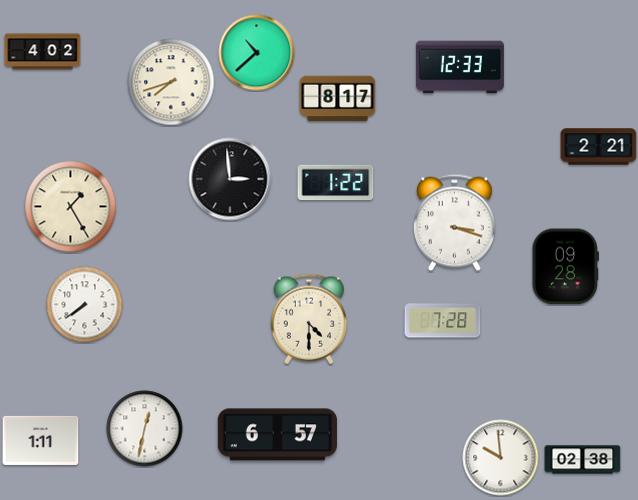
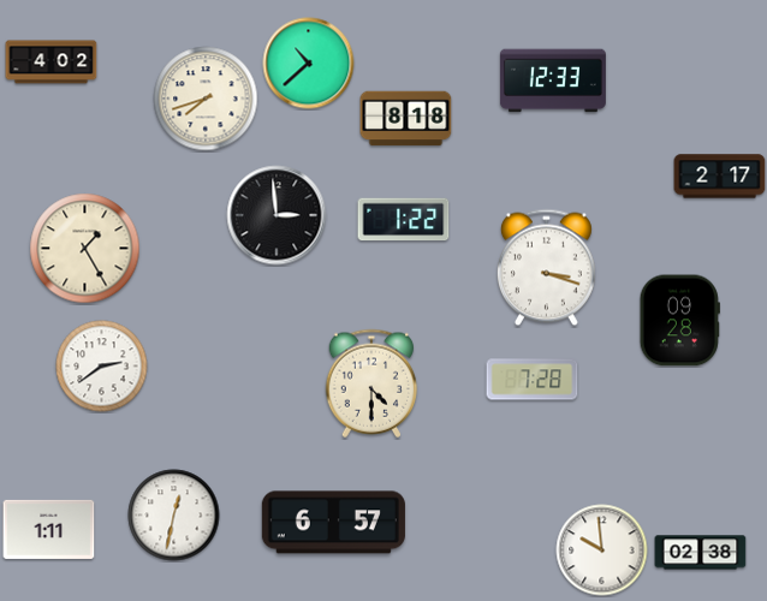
clock at (338, 99): 8:17 -> 8:18
clock at (599, 147): 2:21 -> 2:17
clock at (85, 305): 7:39 -> 2:39
clock at (443, 321) position: (443, 321) -> (533, 380)
